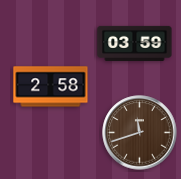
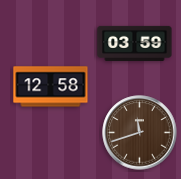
clock at (51, 87): 2:58 -> 12:58
